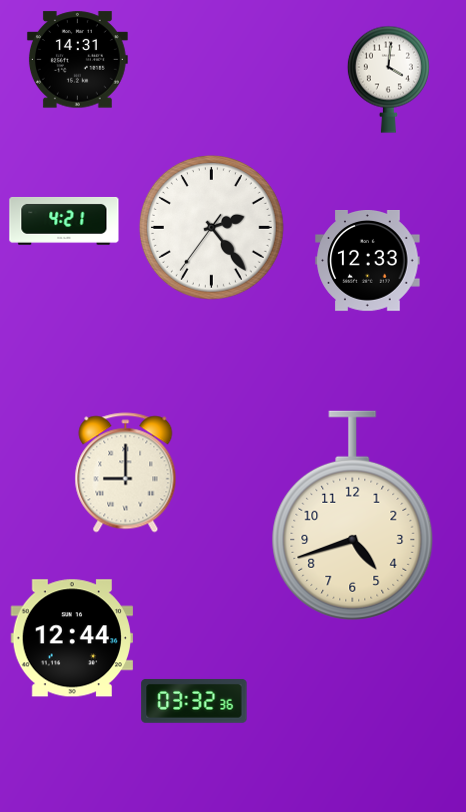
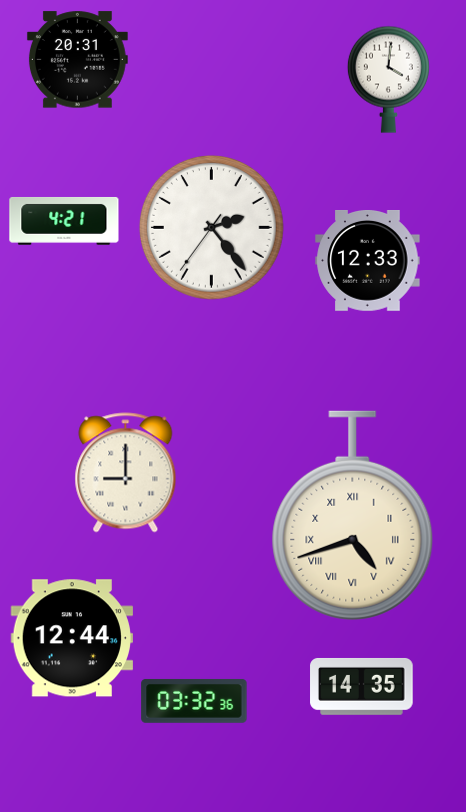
clock at (77, 60): 14:31 -> 20:31
clock at (353, 515) numerals: Arabic -> Roman
clock at (362, 686): none -> 14:35
